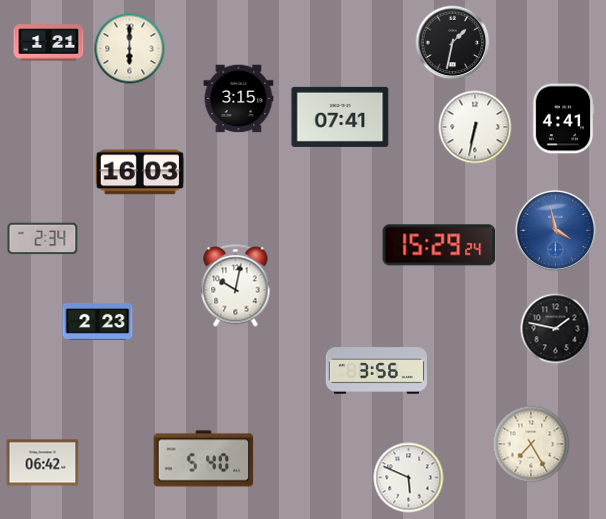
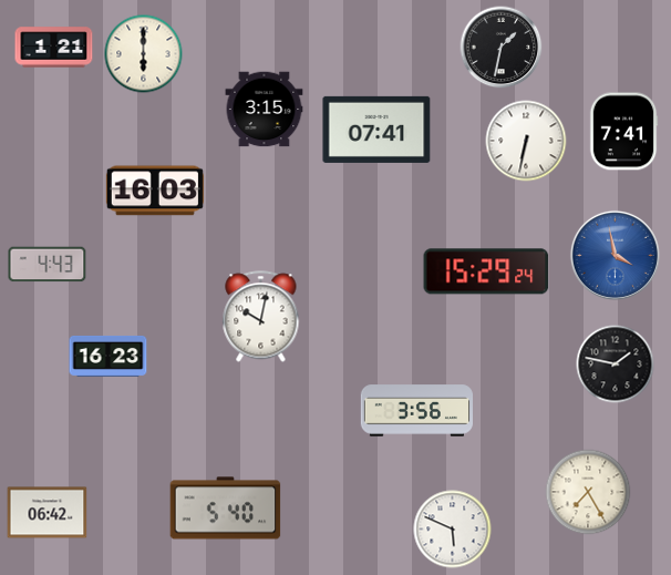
clock at (563, 119): 4:41 -> 7:41
clock at (43, 239): 2:34 -> 4:43
clock at (98, 321): 2:23 -> 16:23
